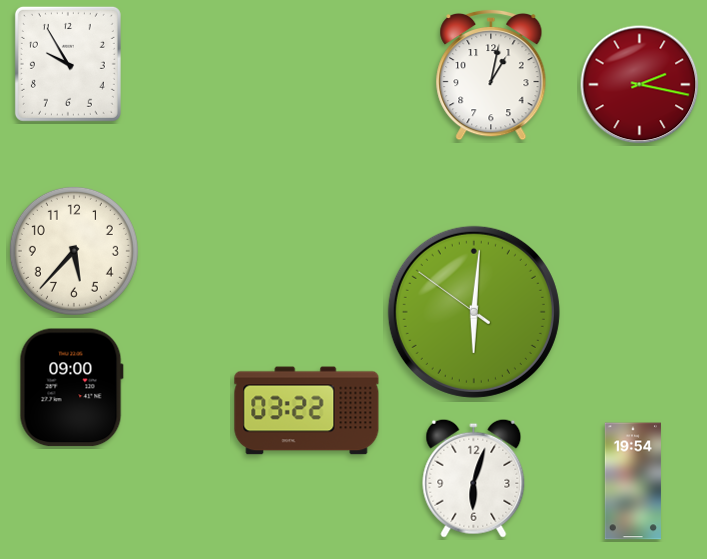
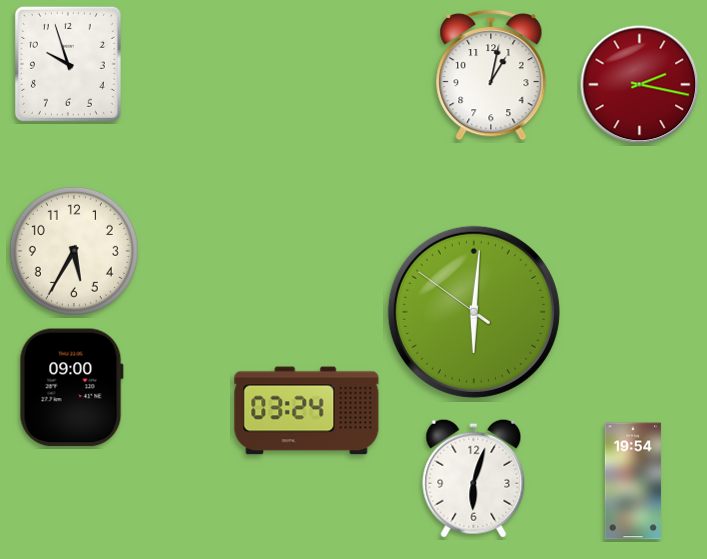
clock at (68, 64): 9:55 -> 9:57
clock at (74, 251): 5:37 -> 5:35
clock at (307, 411): 03:22 -> 03:24
